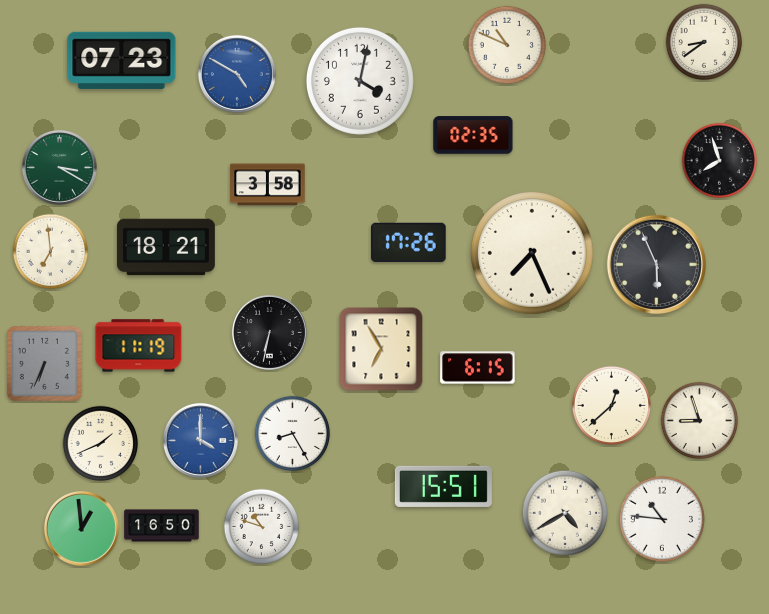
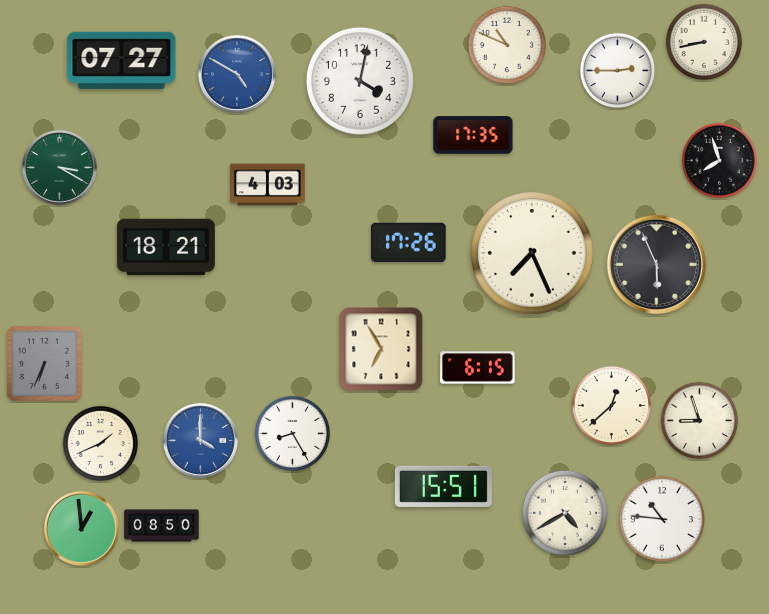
clock at (704, 42): 8:39 -> 8:43
clock at (122, 60): 07:23 -> 07:27
clock at (618, 71): none -> 2:45
clock at (473, 135): 02:35 -> 17:35
clock at (268, 185): 3:58 -> 4:03
clock at (51, 252): 6:59 -> none
clock at (269, 332): 6:32 -> none
clock at (139, 346): 11:19 -> none
clock at (162, 526): 16:50 -> 08:50
clock at (262, 527): 10:48 -> none
